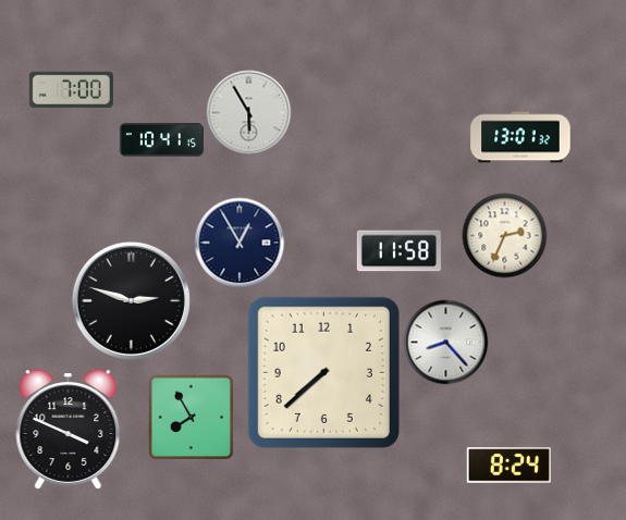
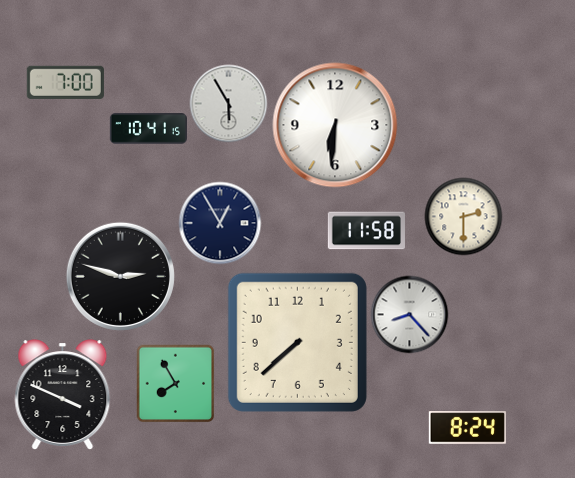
clock at (335, 125): none -> 6:31
clock at (520, 137): 13:01 -> none
clock at (504, 235): 2:34 -> 2:30
